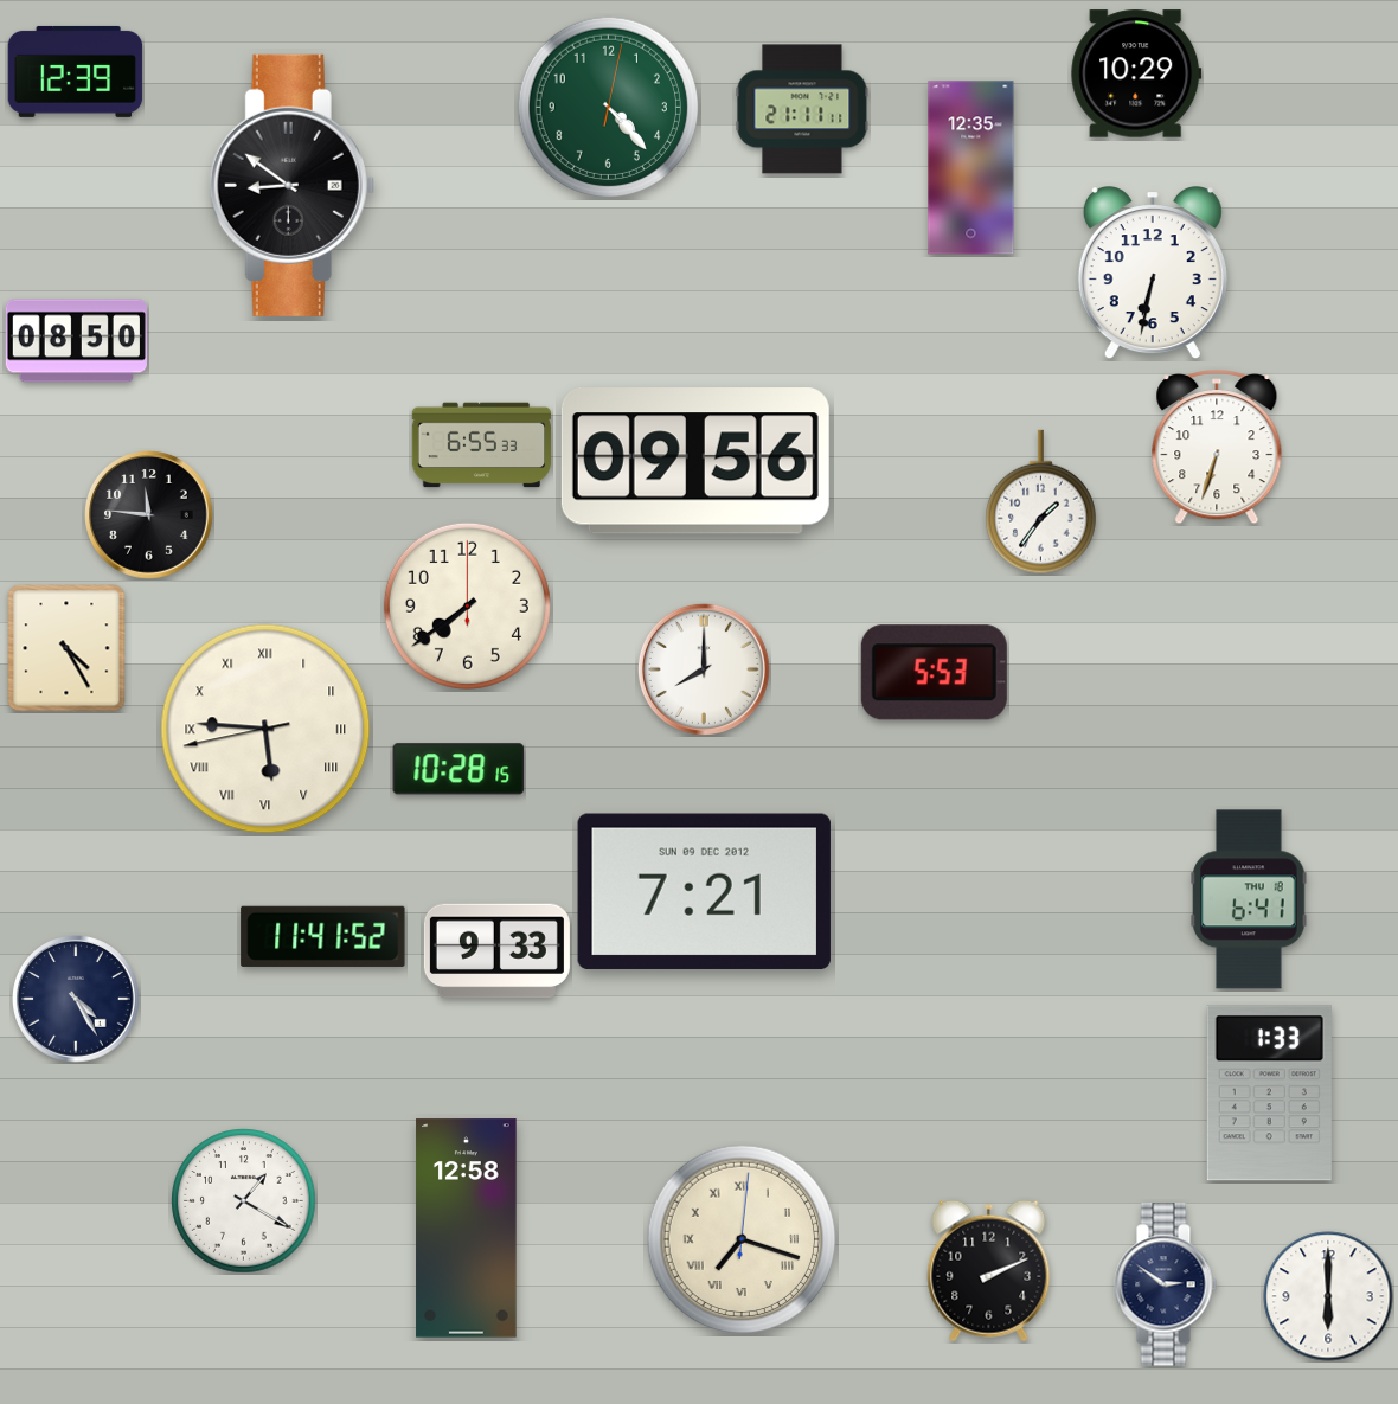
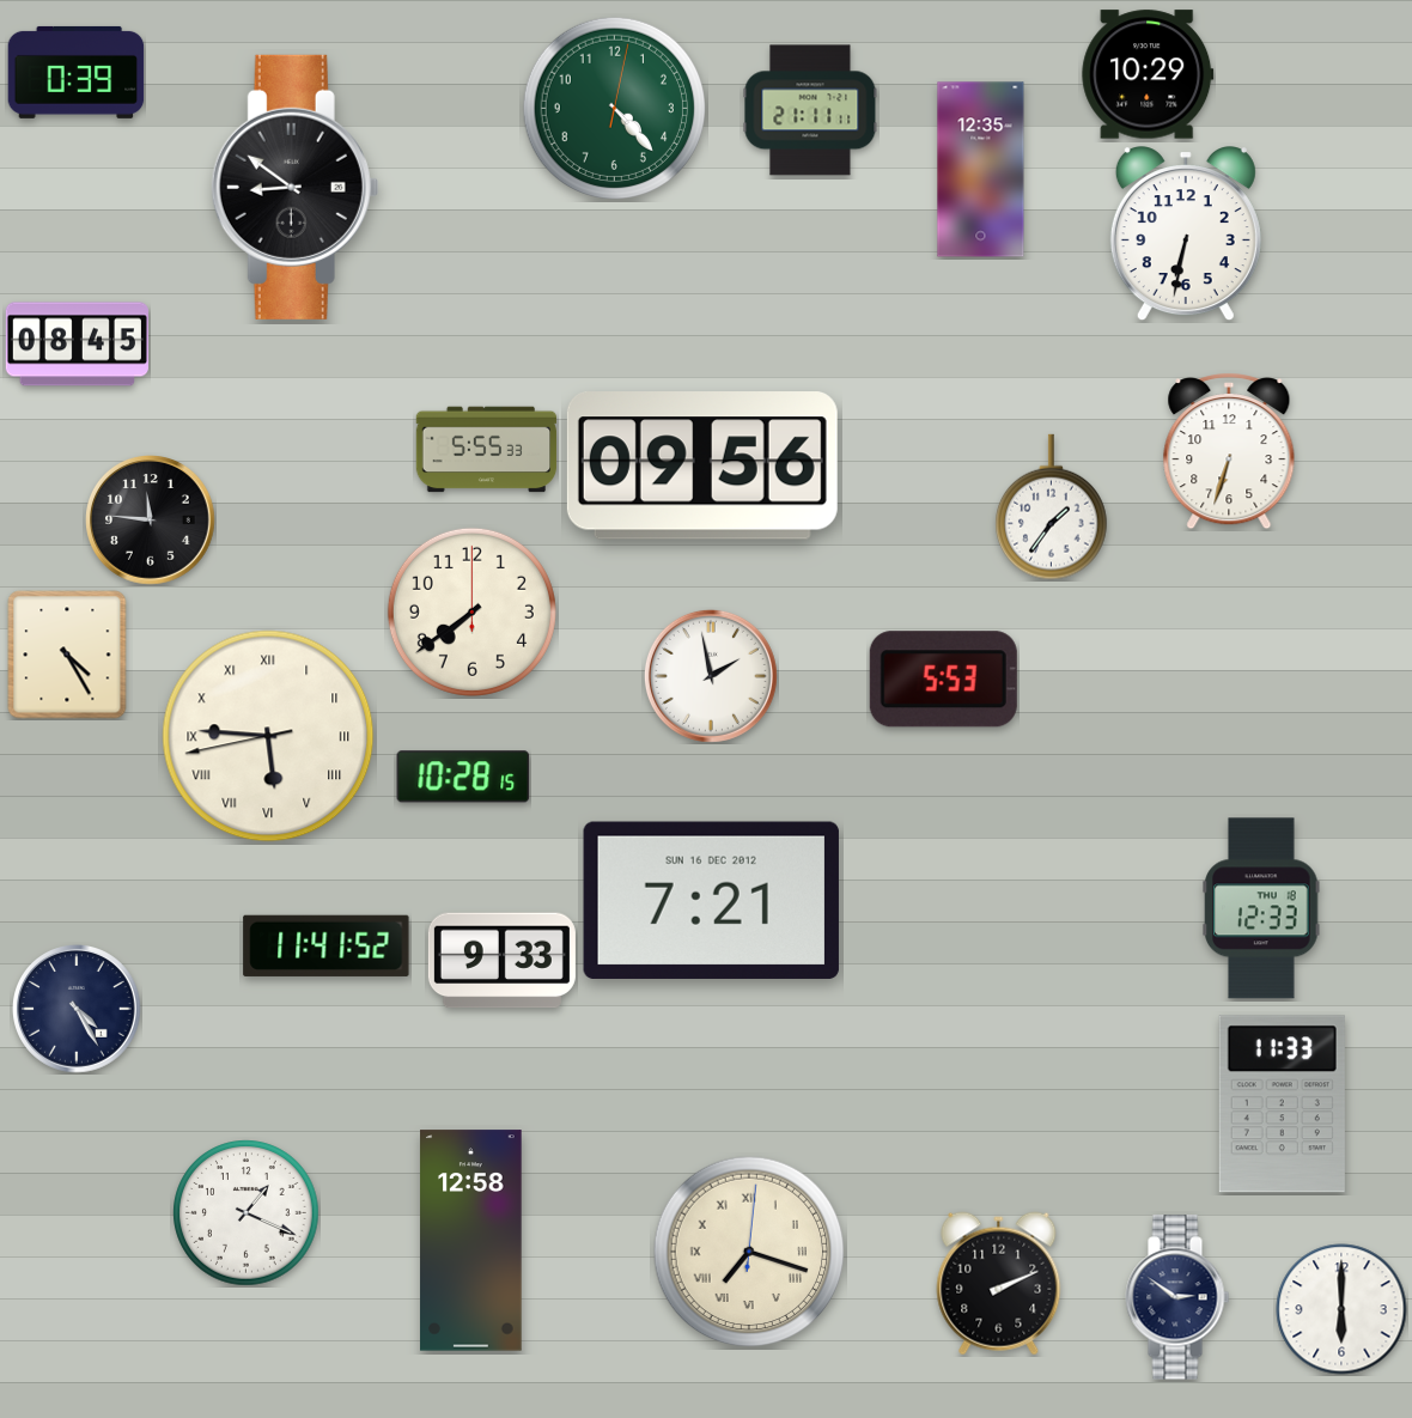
clock at (76, 71): 12:39 -> 0:39
clock at (1153, 274) position: (1153, 274) -> (1186, 235)
clock at (76, 341): 08:50 -> 08:45
clock at (482, 445): 6:55 -> 5:55
clock at (704, 669): 8:00 -> 1:58
clock at (704, 891) date: SUN 09 DEC 2012 -> SUN 16 DEC 2012
clock at (1249, 899): 6:41 -> 12:33
clock at (1269, 1094): 1:33 -> 11:33
clock at (244, 1201): 1:20 -> 1:19
